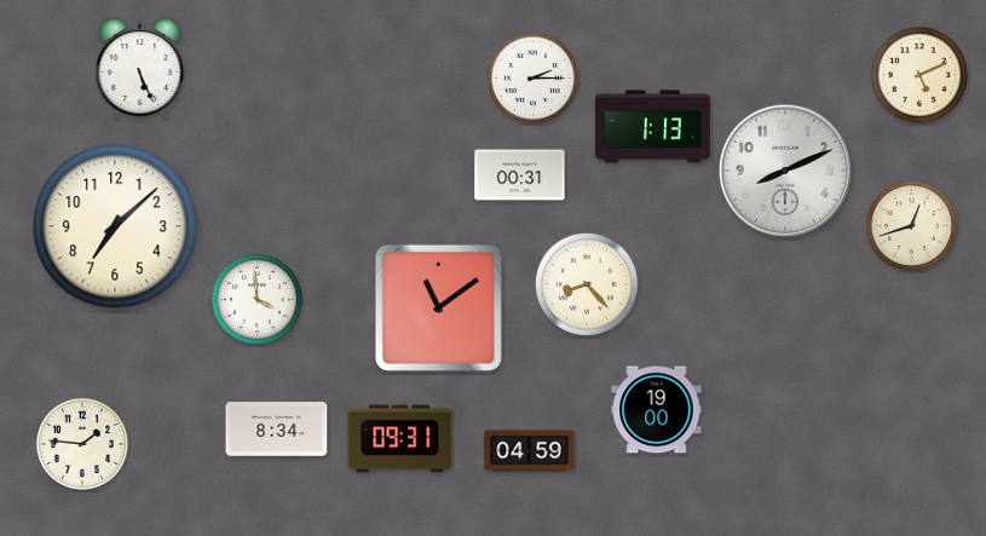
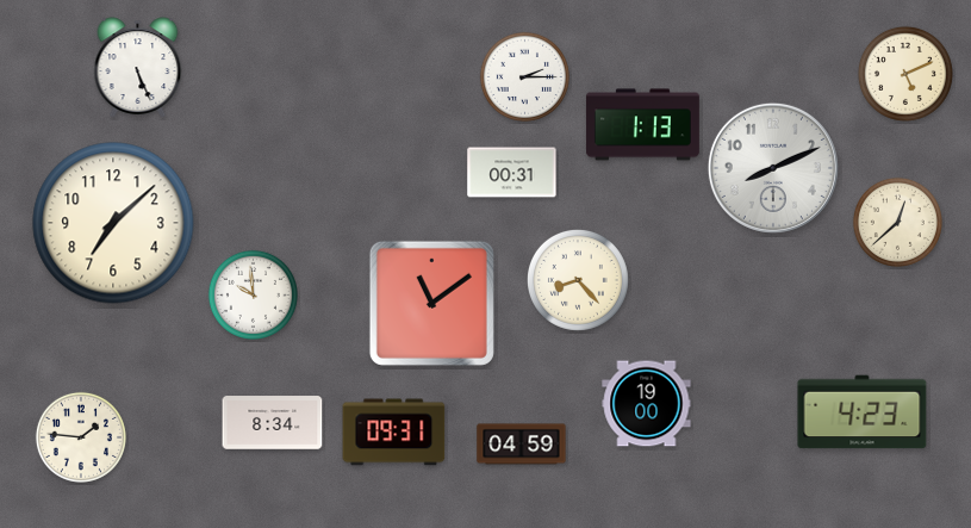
clock at (911, 225): 12:42 -> 12:38
clock at (256, 299): 3:59 -> 9:59
clock at (863, 412): none -> 4:23
